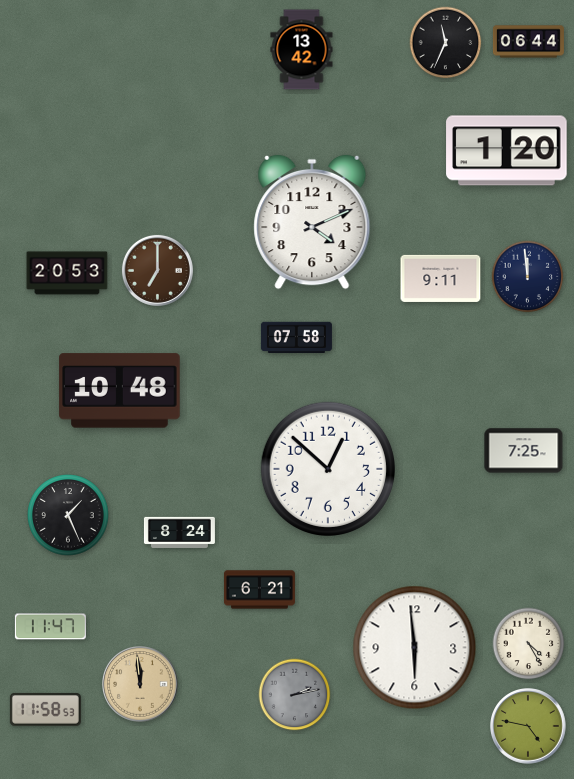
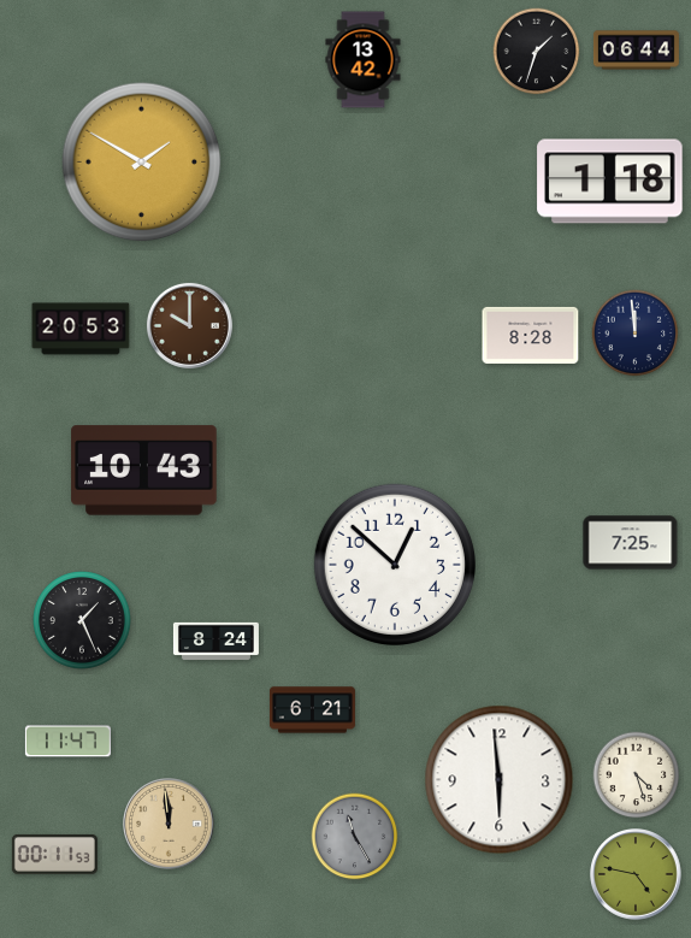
clock at (446, 43): 11:34 -> 1:33
clock at (142, 163): none -> 1:50
clock at (507, 151): 1:20 -> 1:18
clock at (312, 222): 4:11 -> none
clock at (157, 270): 7:00 -> 10:00
clock at (441, 278): 9:11 -> 8:28
clock at (296, 338): 07:58 -> none
clock at (120, 391): 10:48 -> 10:43
clock at (50, 627) position: (50, 627) -> (67, 742)
clock at (529, 644): 4:25 -> 4:27
clock at (295, 695): 2:13 -> 11:25
clock at (45, 710): 11:58 -> 00:11
